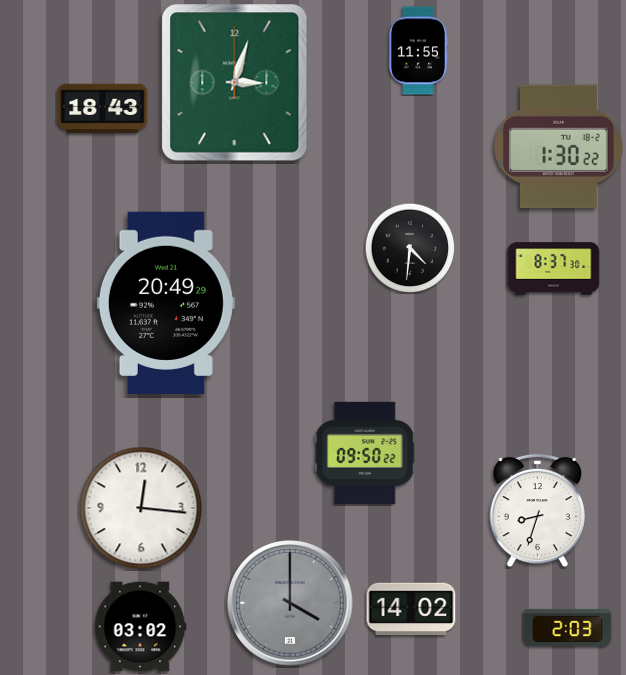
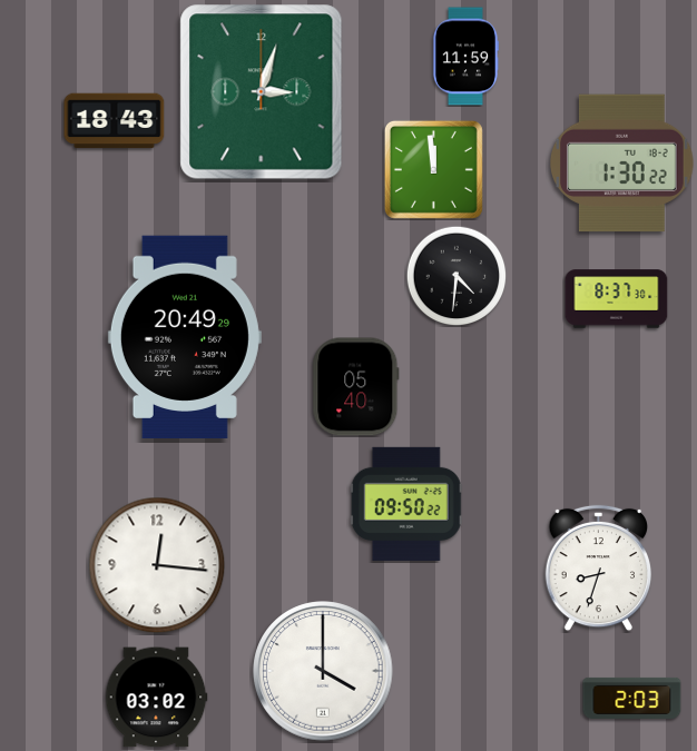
clock at (418, 51): 11:55 -> 11:59
clock at (433, 169): none -> 11:59
clock at (356, 387): none -> 05:40
clock at (290, 603) dial: grey -> white
clock at (411, 609): 14:02 -> none
